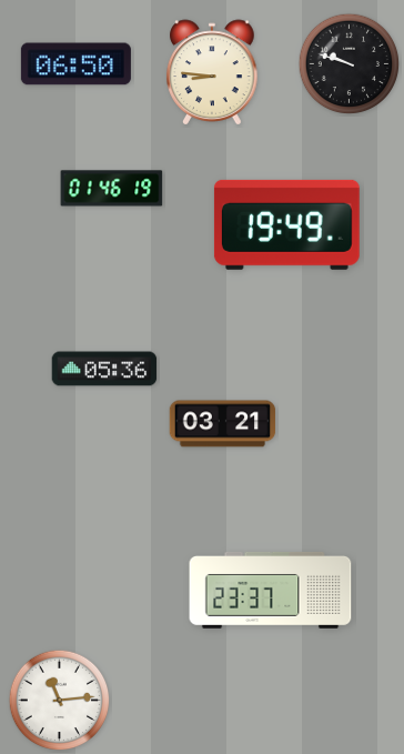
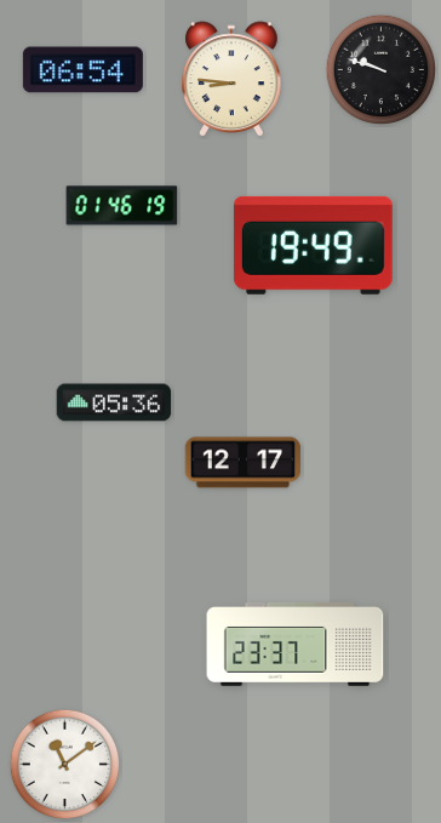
clock at (75, 64): 06:50 -> 06:54
clock at (223, 424): 03:21 -> 12:17
clock at (60, 701): 11:14 -> 11:09
